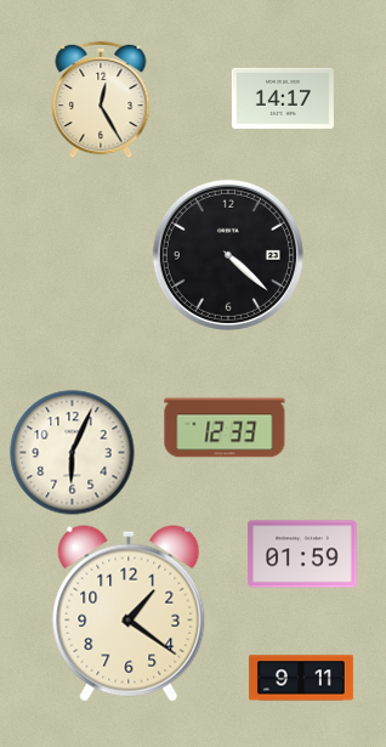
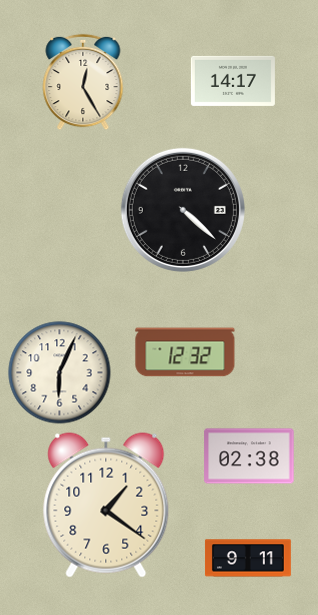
clock at (228, 255) position: (228, 255) -> (183, 210)
clock at (225, 428): 12:33 -> 12:32
clock at (302, 554): 01:59 -> 02:38
